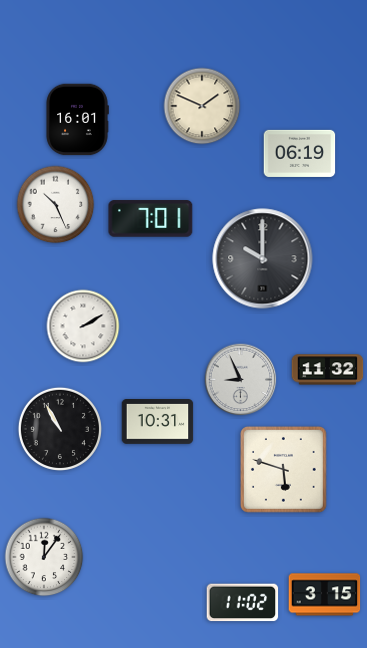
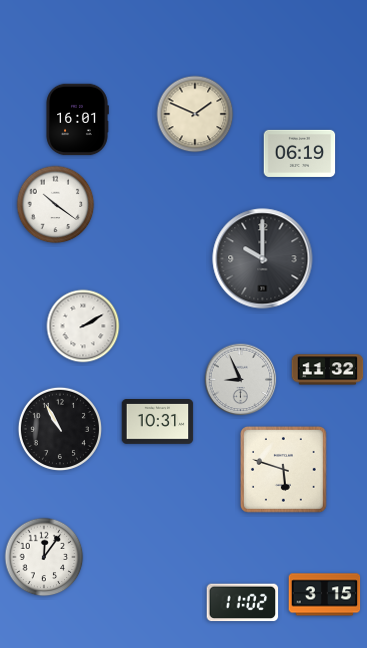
clock at (202, 106) position: (202, 106) -> (195, 114)
clock at (56, 205): 10:26 -> 10:21
clock at (151, 219): 7:01 -> none
